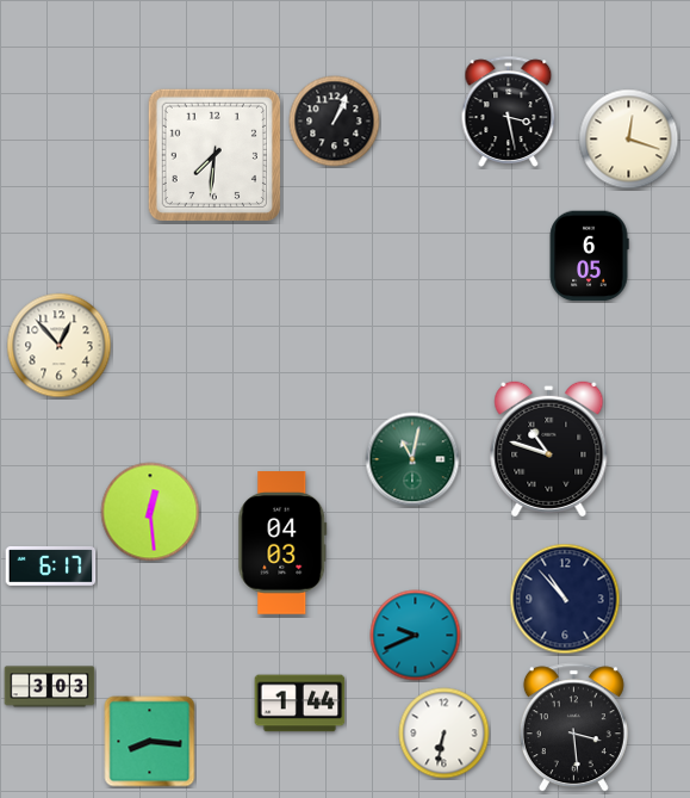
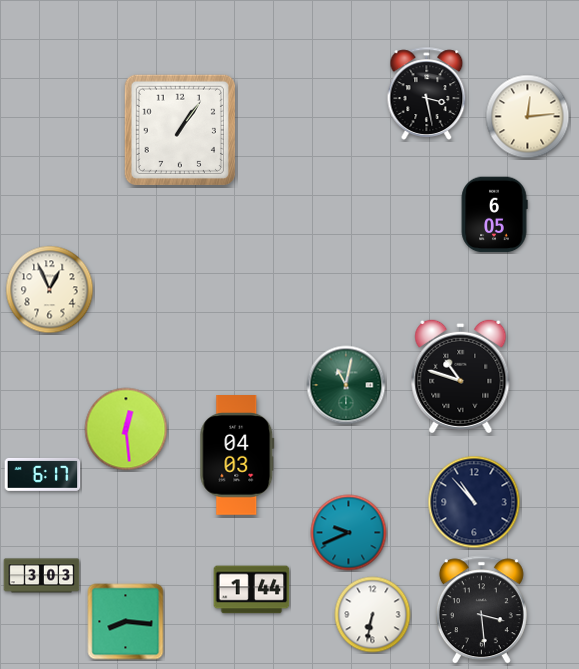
clock at (335, 122): 1:04 -> none
clock at (629, 140): 12:18 -> 12:14
clock at (215, 155): 7:31 -> 1:06
clock at (60, 346): 12:53 -> 12:56
